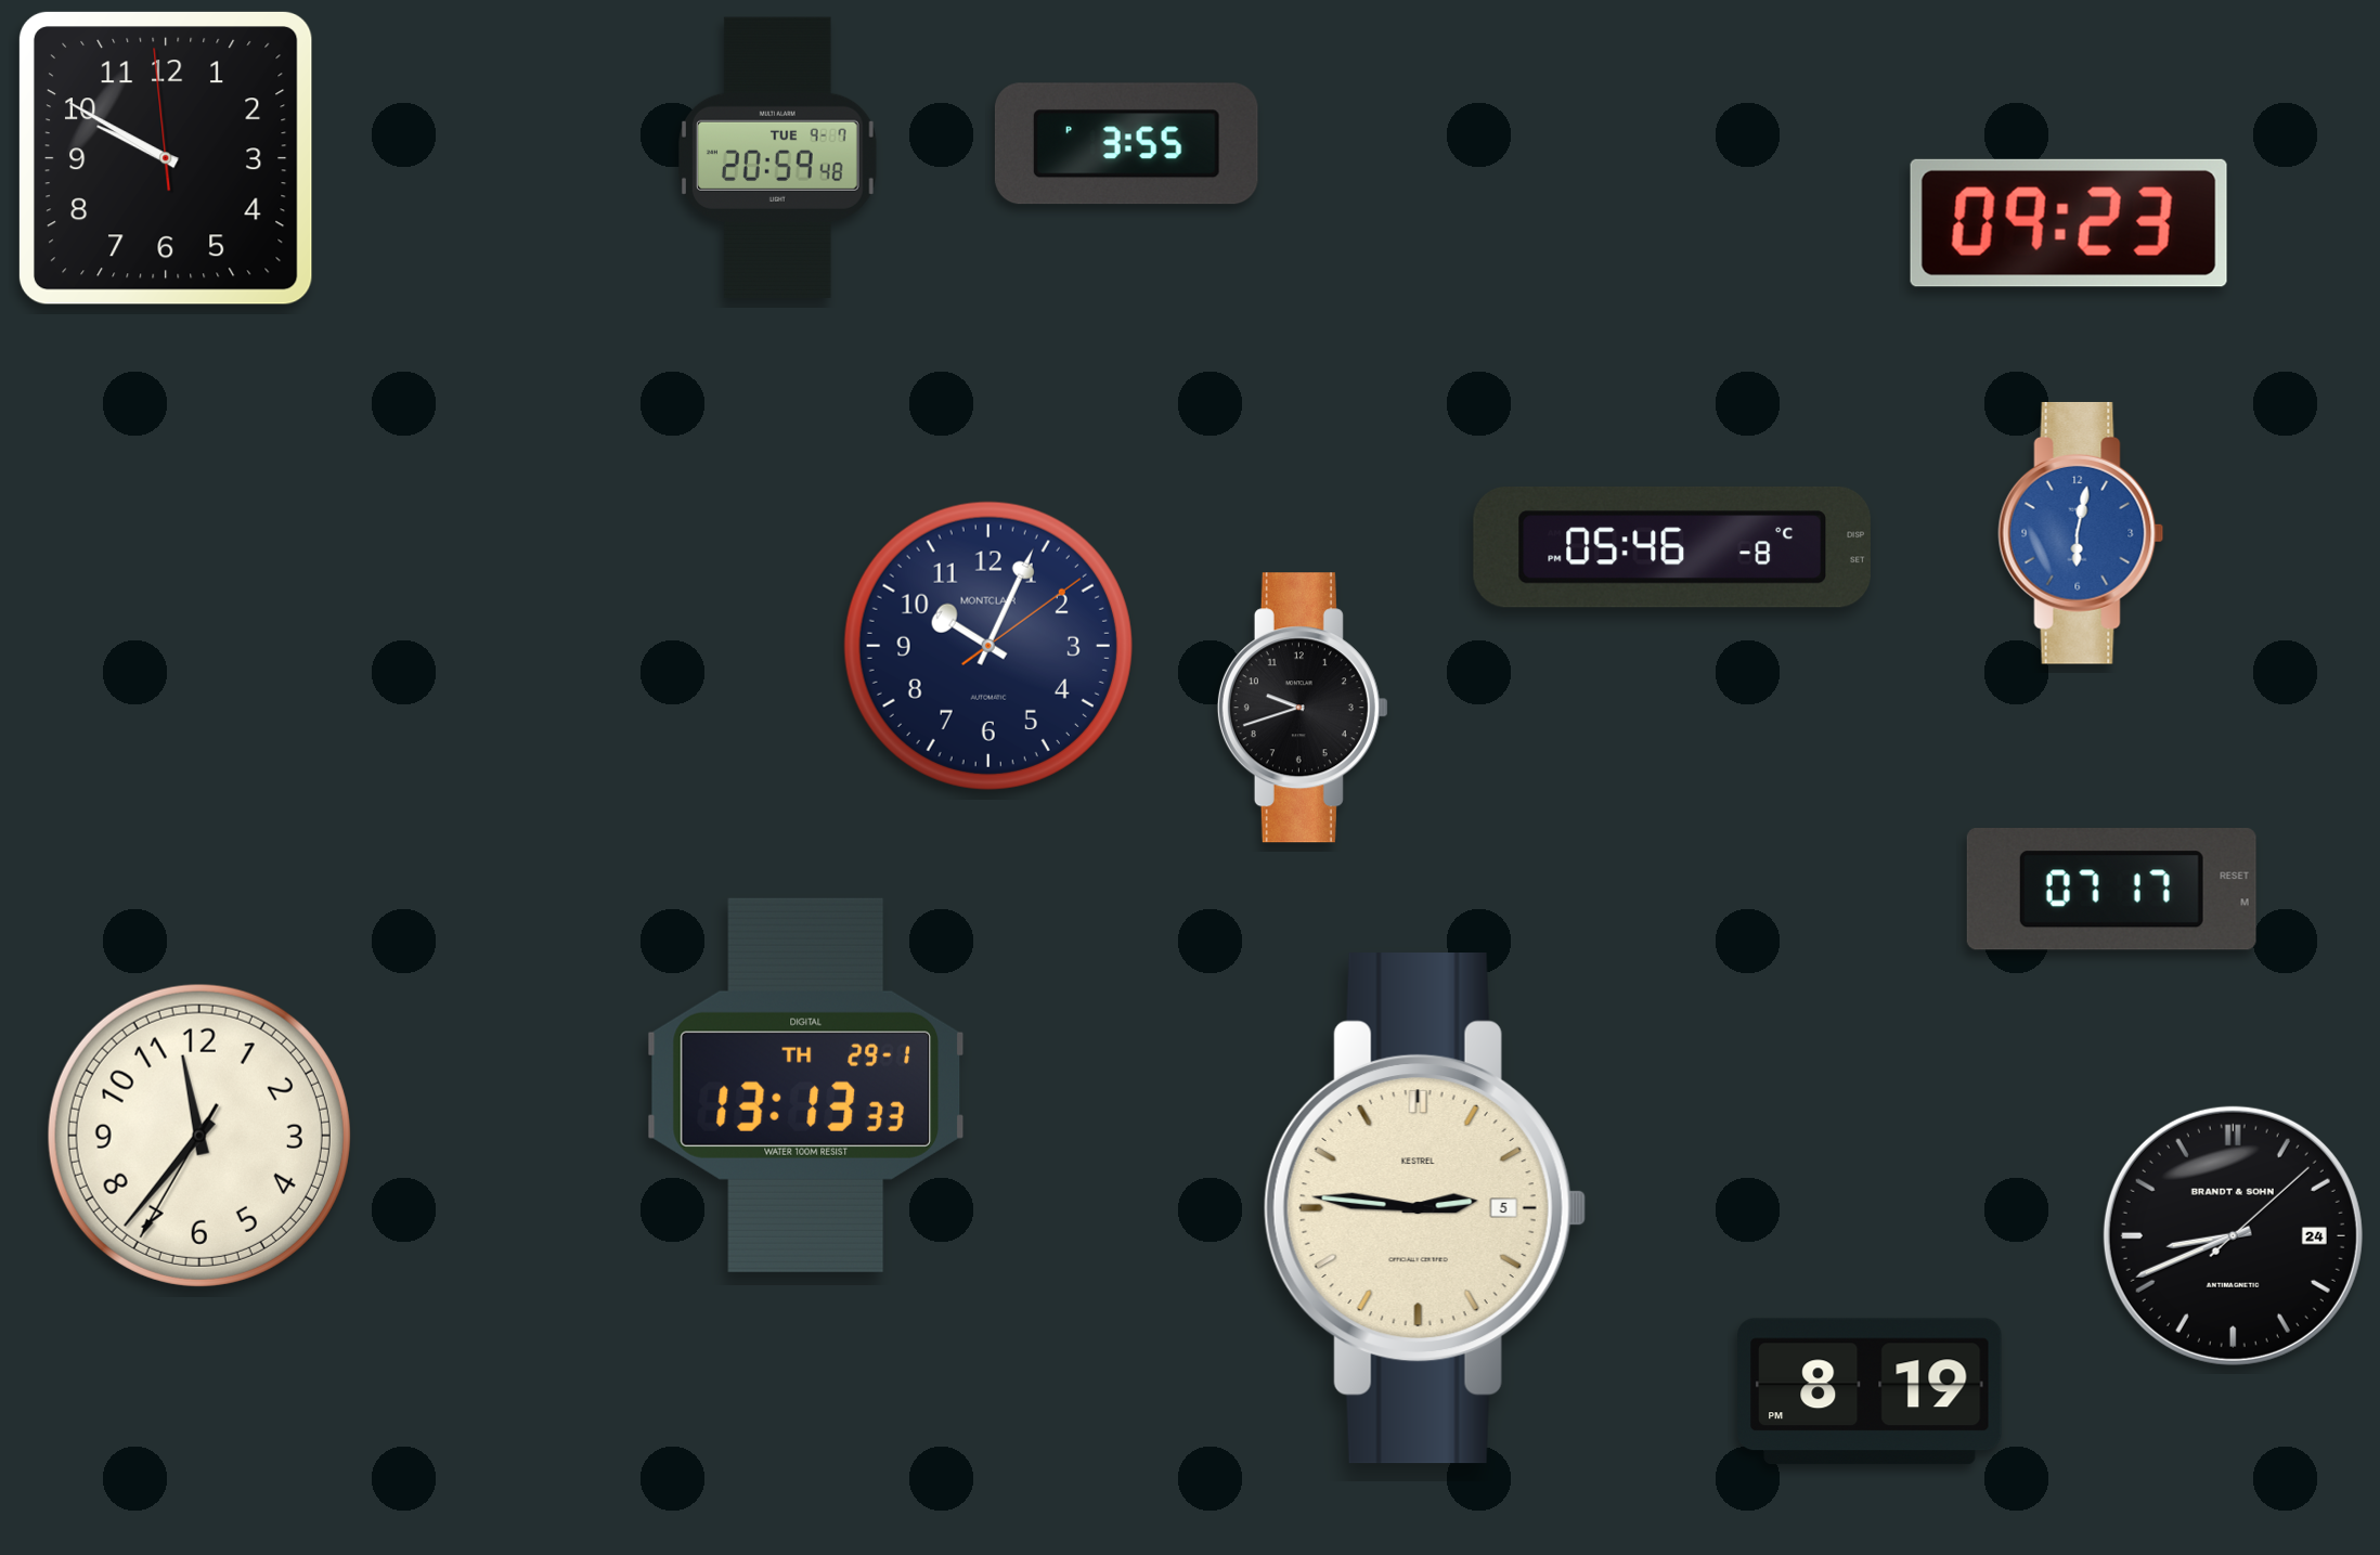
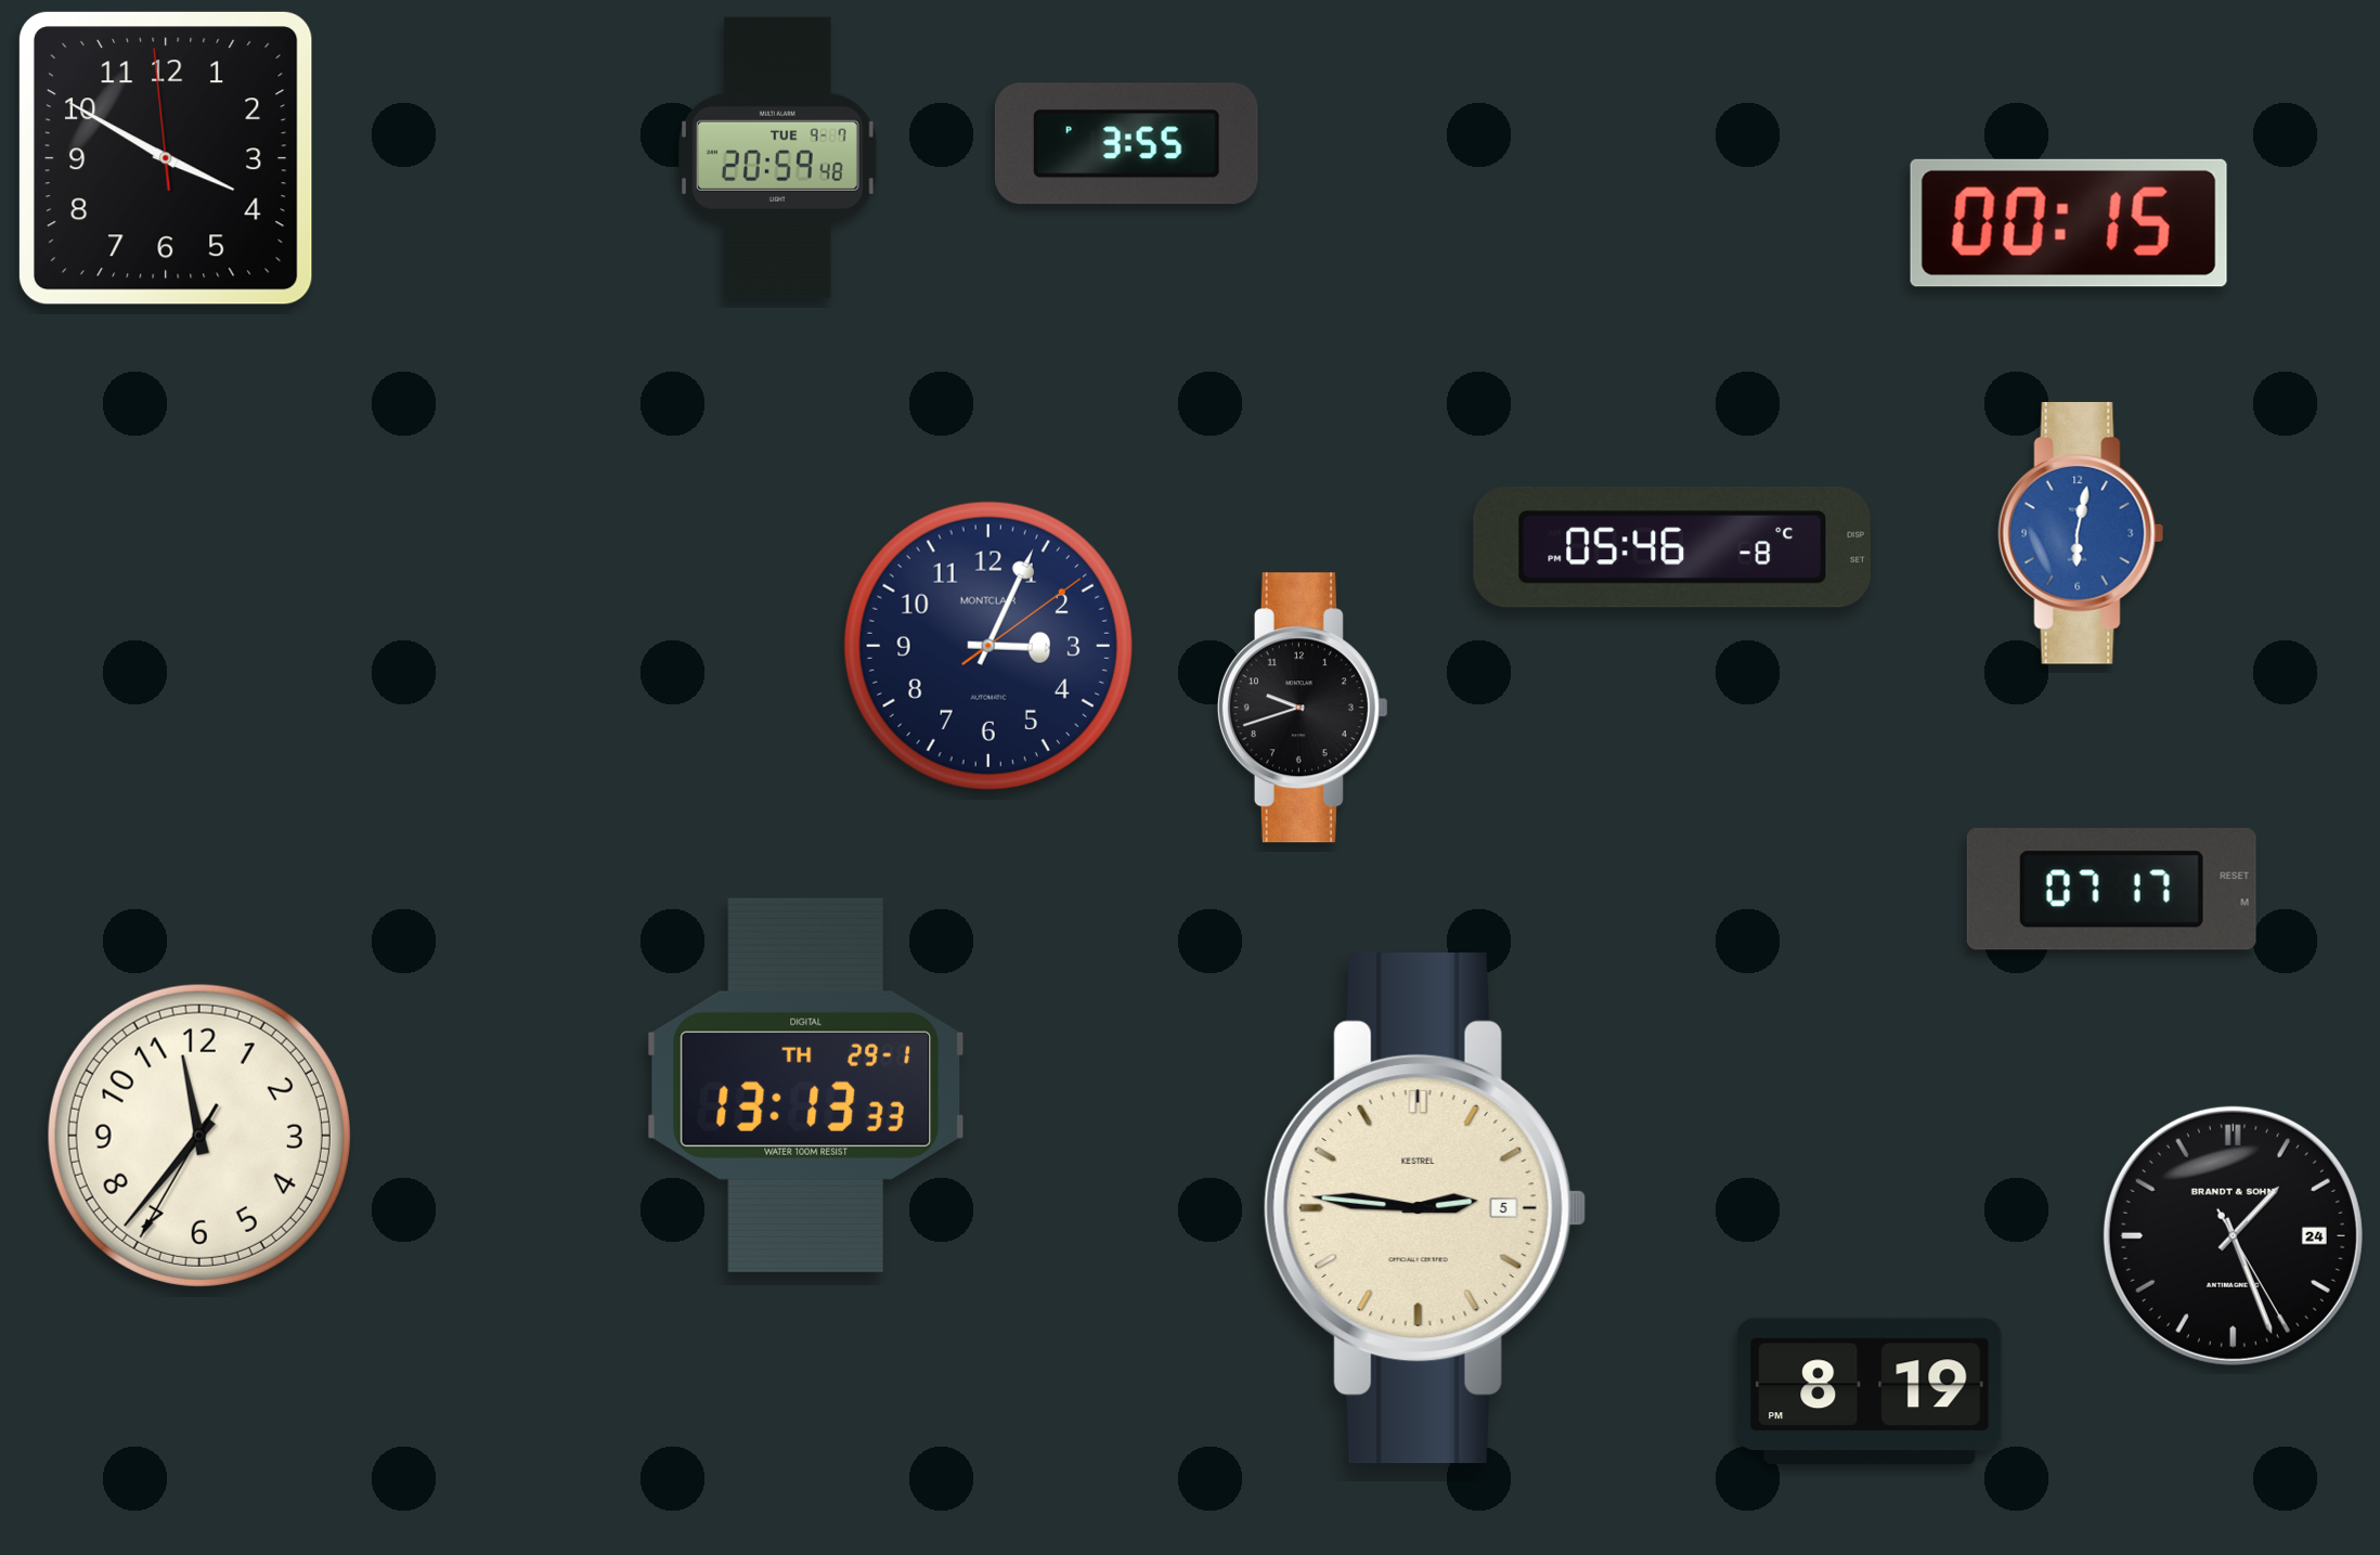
clock at (166, 158): 9:49 -> 3:49
clock at (2069, 223): 09:23 -> 00:15
clock at (988, 646): 10:04 -> 3:04
clock at (2233, 1235): 8:41 -> 1:26
